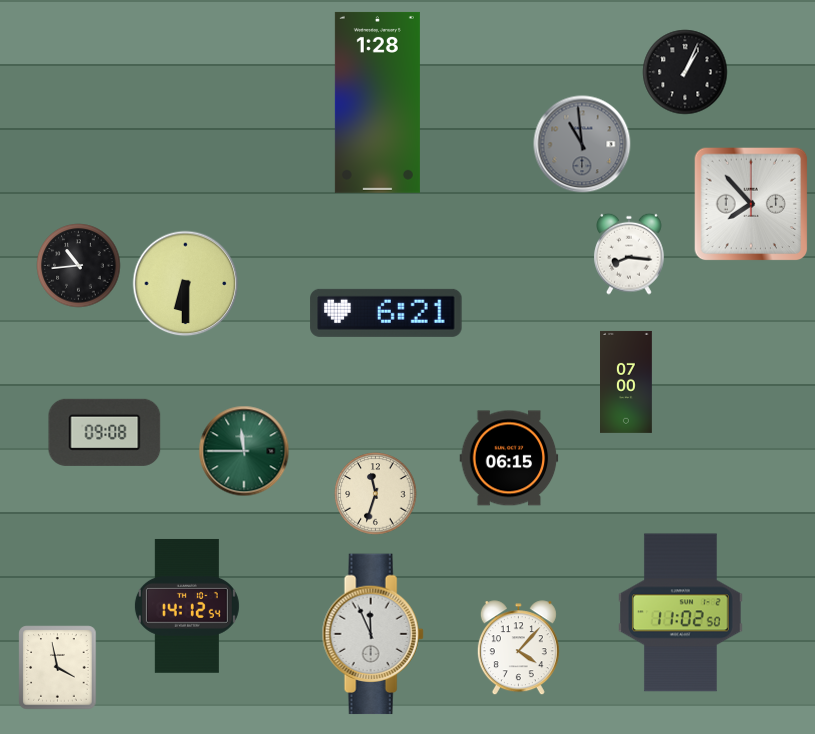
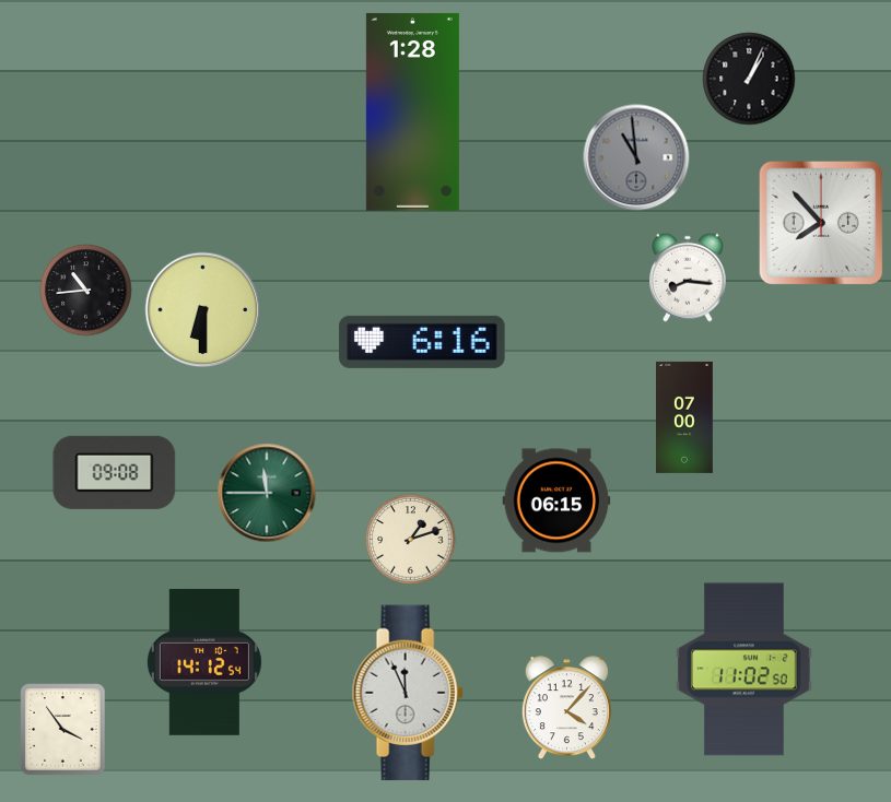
clock at (386, 313): 6:21 -> 6:16
clock at (376, 494): 11:33 -> 1:12
clock at (58, 668): 3:58 -> 3:54
